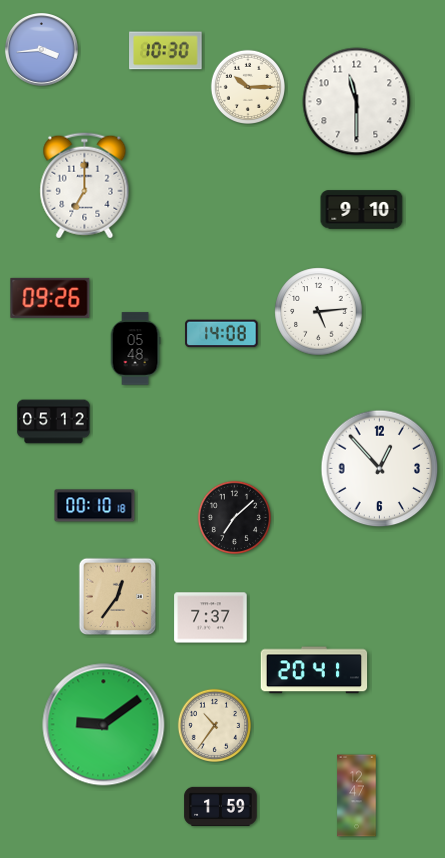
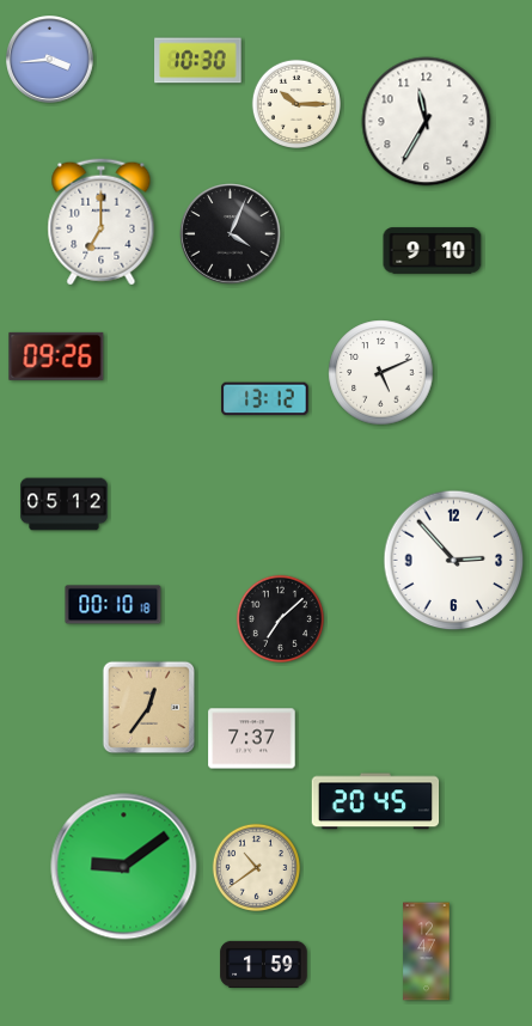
clock at (357, 102): 11:30 -> 11:35
clock at (231, 234): none -> 4:04
clock at (50, 298) position: (50, 298) -> (56, 356)
clock at (319, 312): 5:14 -> 5:11
clock at (222, 334): 14:08 -> 13:12
clock at (135, 349): 05:48 -> none
clock at (380, 469): 12:53 -> 2:53
clock at (118, 597) position: (118, 597) -> (149, 708)
clock at (314, 670): 20:41 -> 20:45
clock at (214, 725): 10:36 -> 10:39
